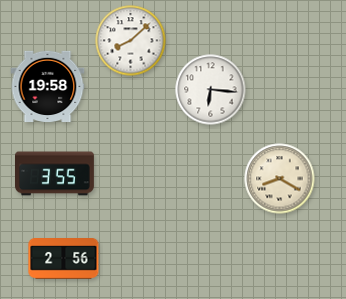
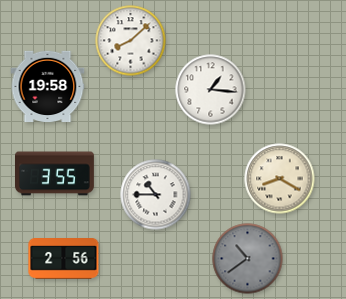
clock at (211, 90): 6:16 -> 1:16
clock at (156, 195): none -> 10:45
clock at (248, 259): none -> 10:39
